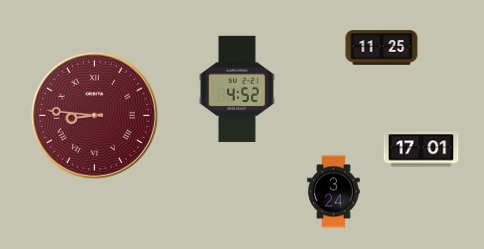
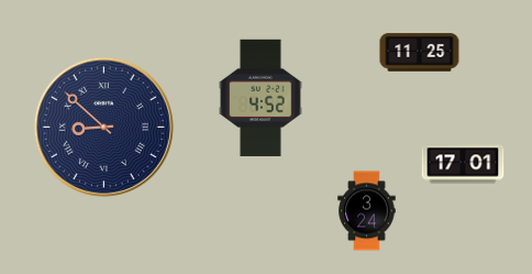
clock at (94, 115): 8:46 -> 8:52
clock at (94, 115) dial: burgundy -> navy
